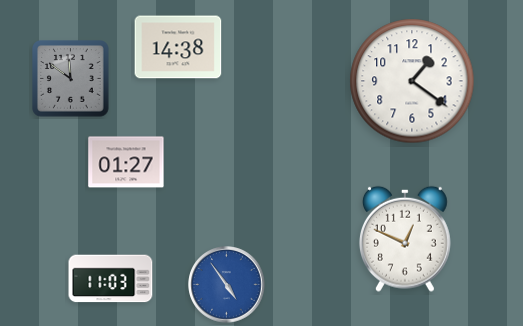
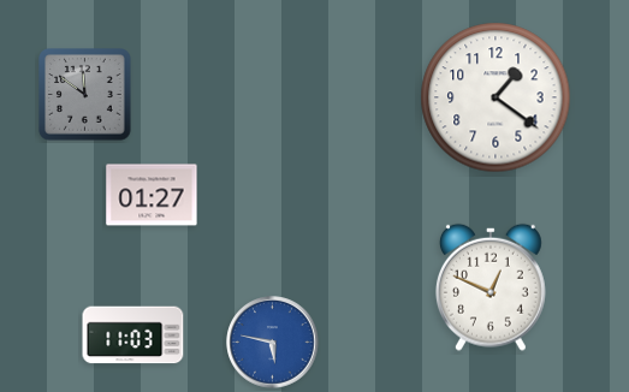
clock at (178, 47): 14:38 -> none
clock at (405, 239) position: (405, 239) -> (491, 287)
clock at (227, 285): 4:54 -> 5:47
